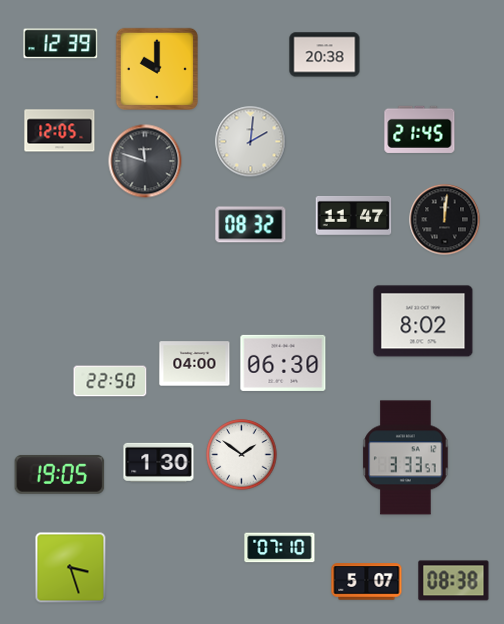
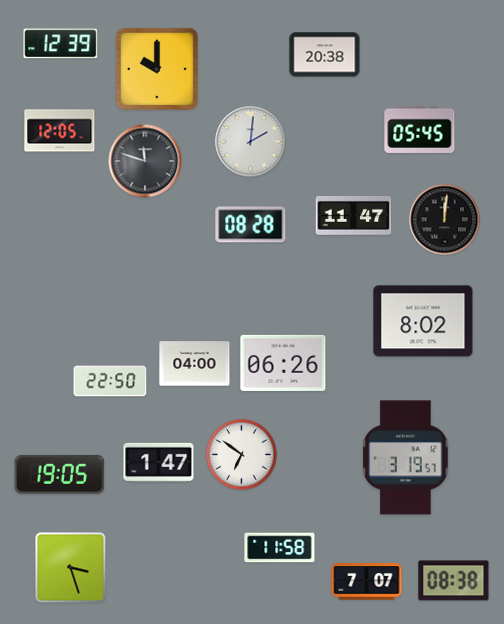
clock at (420, 129): 21:45 -> 05:45
clock at (251, 225): 08:32 -> 08:28
clock at (283, 363): 06:30 -> 06:26
clock at (242, 455): 1:51 -> 6:51
clock at (406, 458): 3:33 -> 3:19
clock at (159, 462): 1:30 -> 1:47
clock at (280, 548): 07:10 -> 11:58
clock at (367, 582): 5:07 -> 7:07
